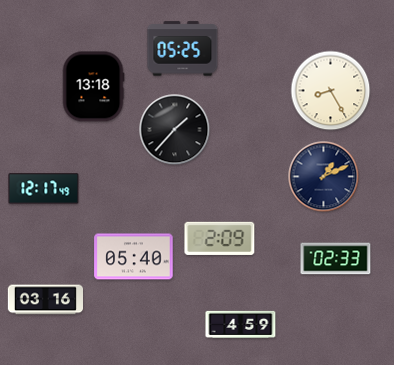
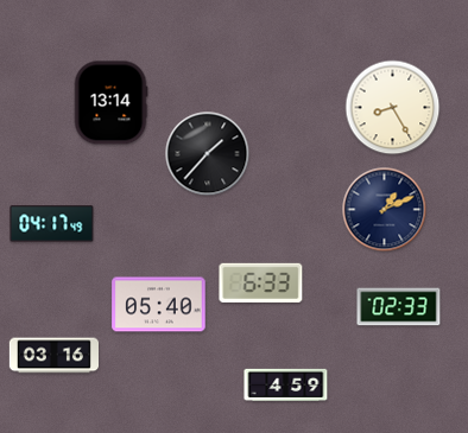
clock at (183, 49): 05:25 -> none
clock at (93, 87): 13:18 -> 13:14
clock at (44, 189): 12:17 -> 04:17
clock at (220, 238): 2:09 -> 6:33
